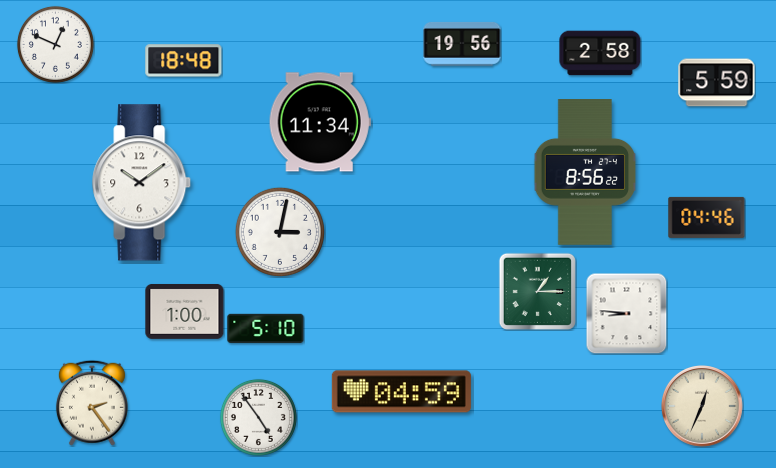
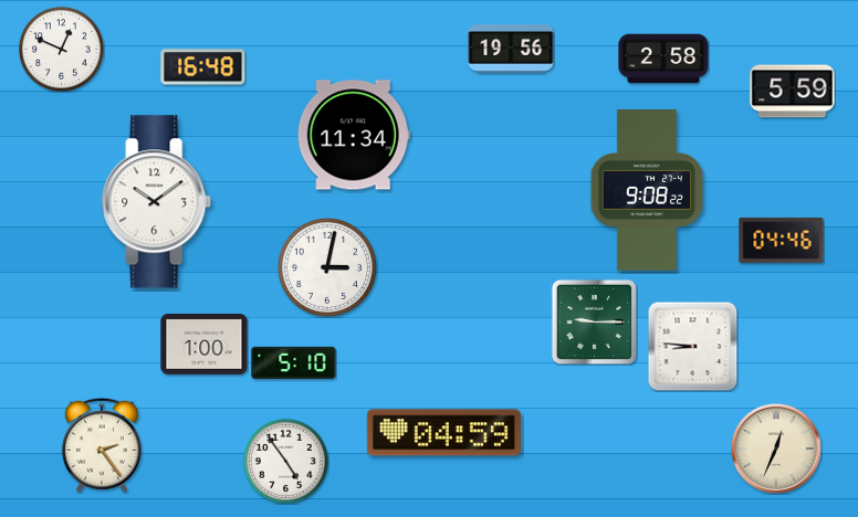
clock at (184, 61): 18:48 -> 16:48
clock at (585, 172): 8:56 -> 9:08
clock at (280, 232) position: (280, 232) -> (327, 267)
clock at (537, 291): 1:15 -> 9:15
